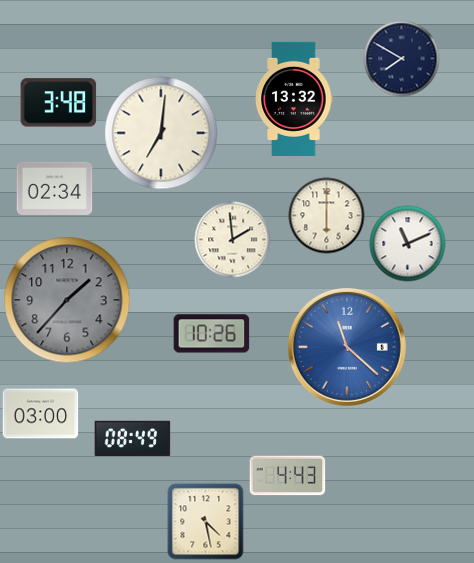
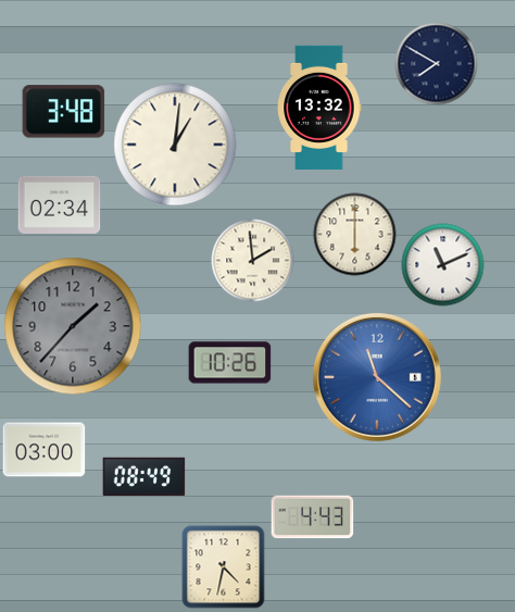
clock at (161, 133): 7:01 -> 1:01
clock at (206, 522): 4:28 -> 4:32
